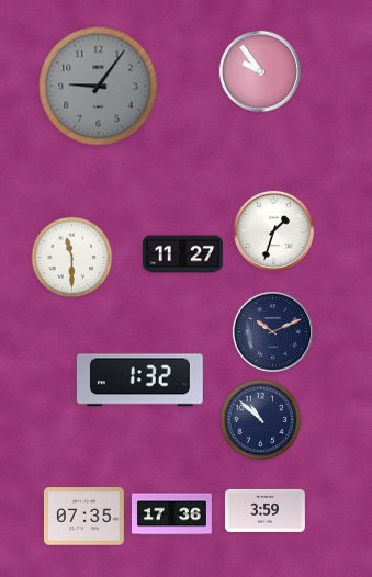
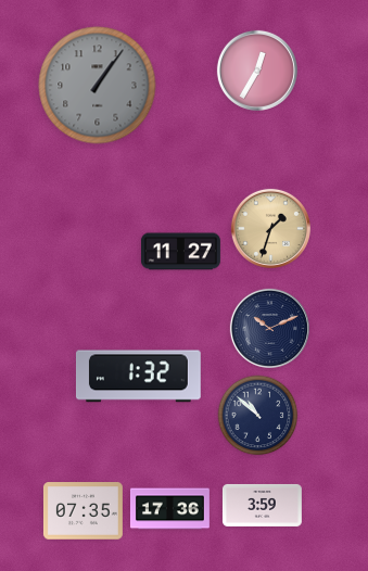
clock at (260, 71): 9:54 -> 12:35
clock at (99, 87): 9:06 -> 1:06
clock at (273, 230) dial: white -> champagne
clock at (72, 258): 11:30 -> none
